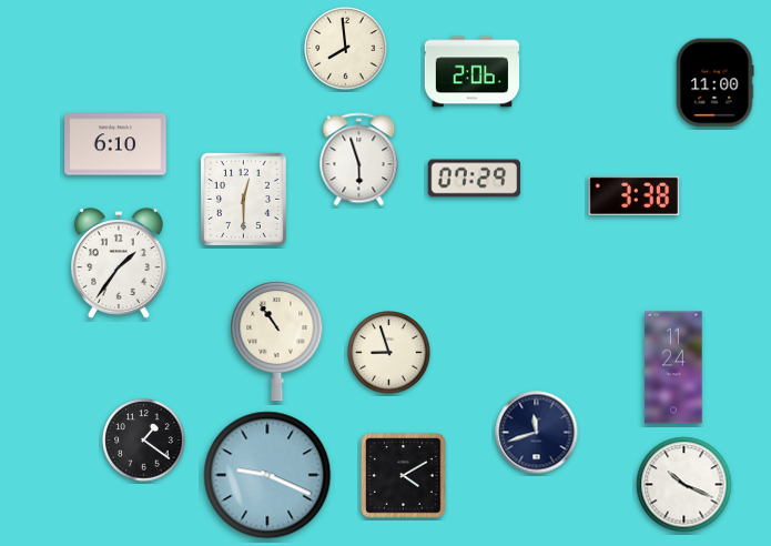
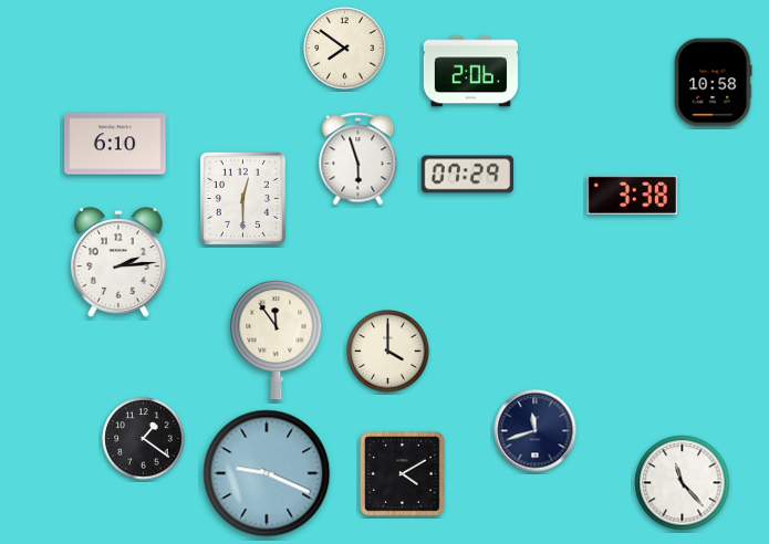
clock at (346, 49): 7:59 -> 7:51
clock at (714, 83): 11:00 -> 10:58
clock at (475, 179) position: (475, 179) -> (468, 175)
clock at (120, 263): 1:36 -> 2:14
clock at (277, 342): 10:54 -> 11:54
clock at (389, 353): 8:57 -> 4:00
clock at (673, 367): 11:24 -> none
clock at (684, 485): 10:19 -> 11:23
